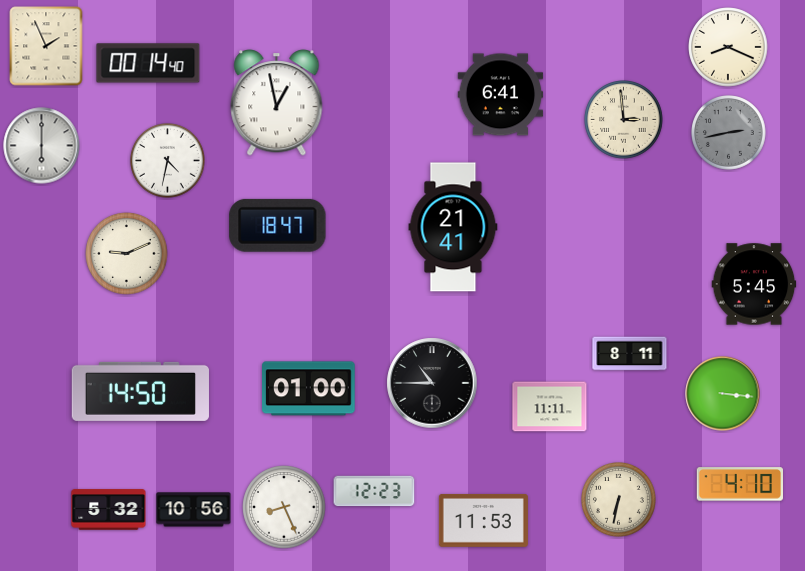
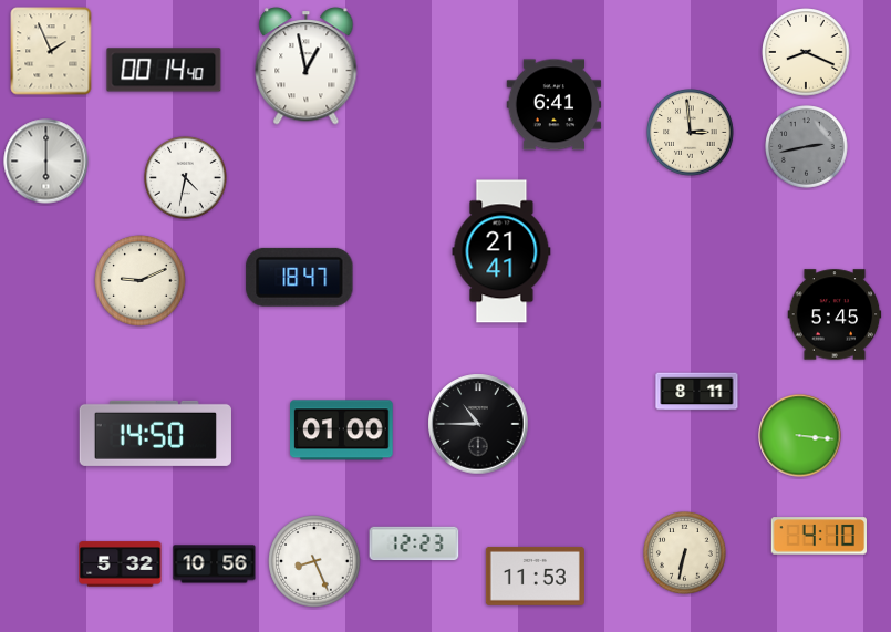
clock at (277, 103) position: (277, 103) -> (307, 66)
clock at (278, 225) position: (278, 225) -> (300, 277)
clock at (550, 407): 11:11 -> none
